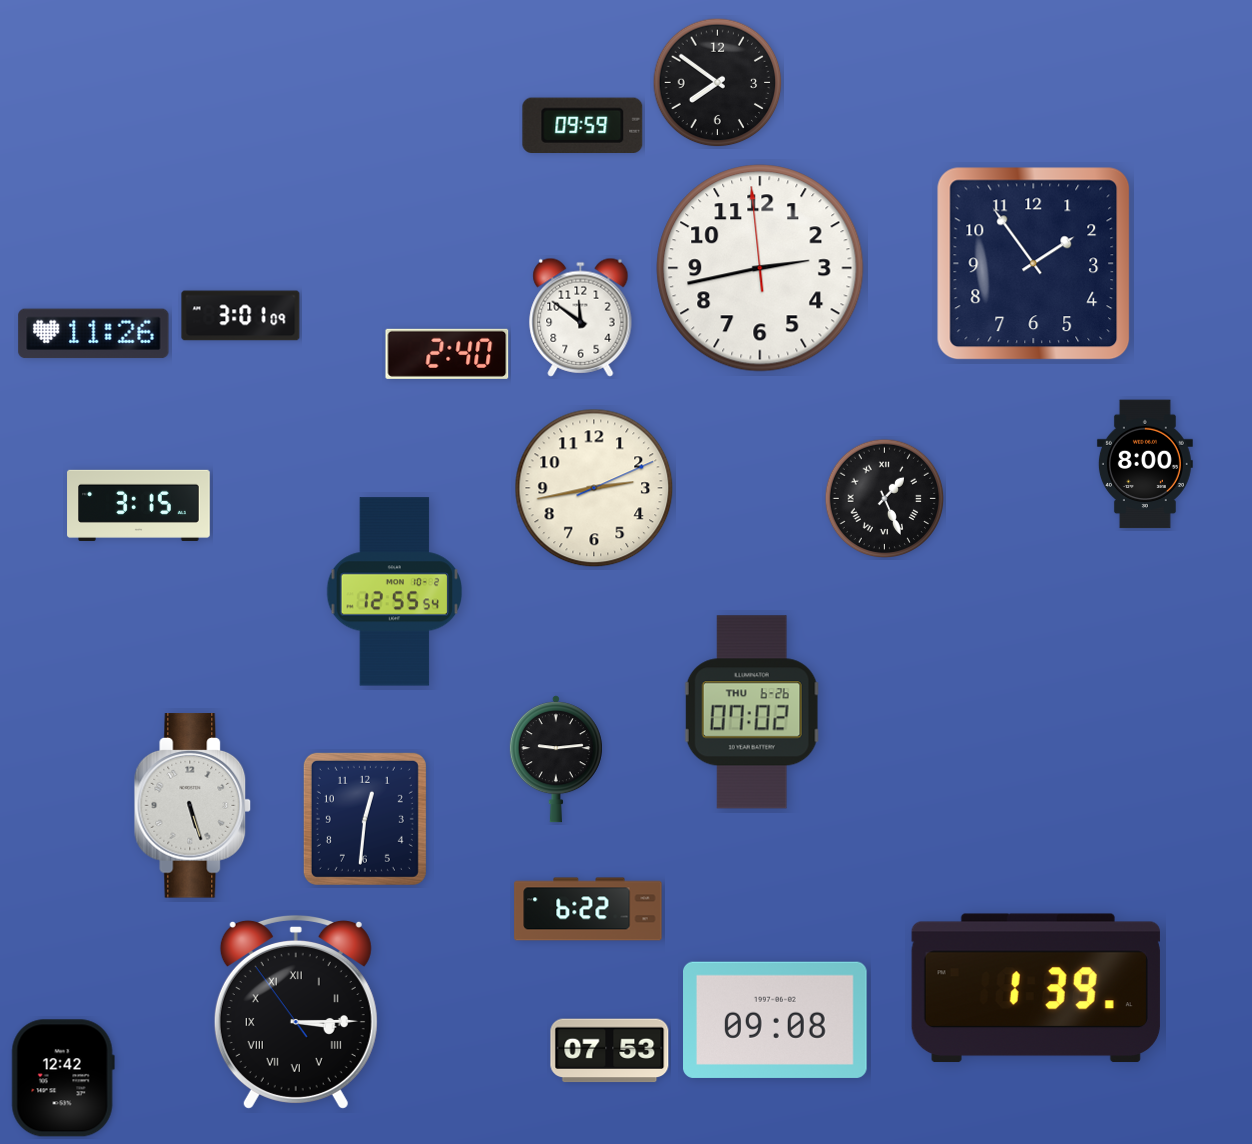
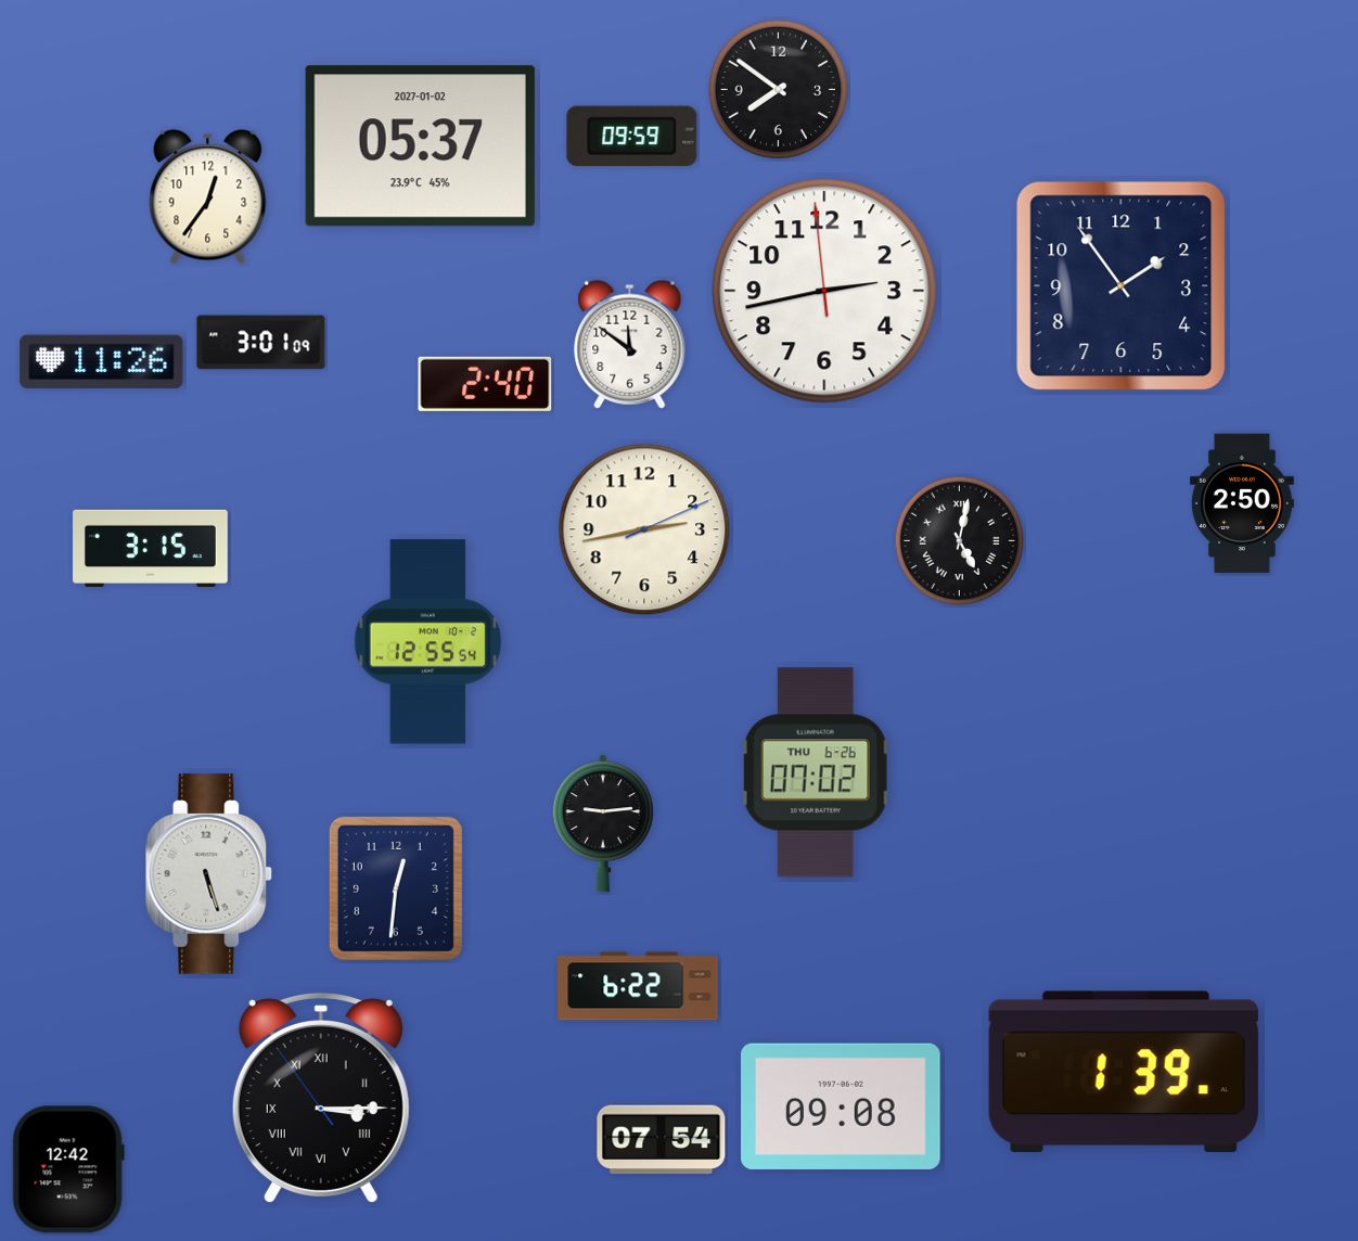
clock at (420, 146): none -> 05:37
clock at (208, 197): none -> 12:36
clock at (1145, 464): 8:00 -> 2:50
clock at (885, 499): 1:26 -> 5:02
clock at (610, 1051): 07:53 -> 07:54
